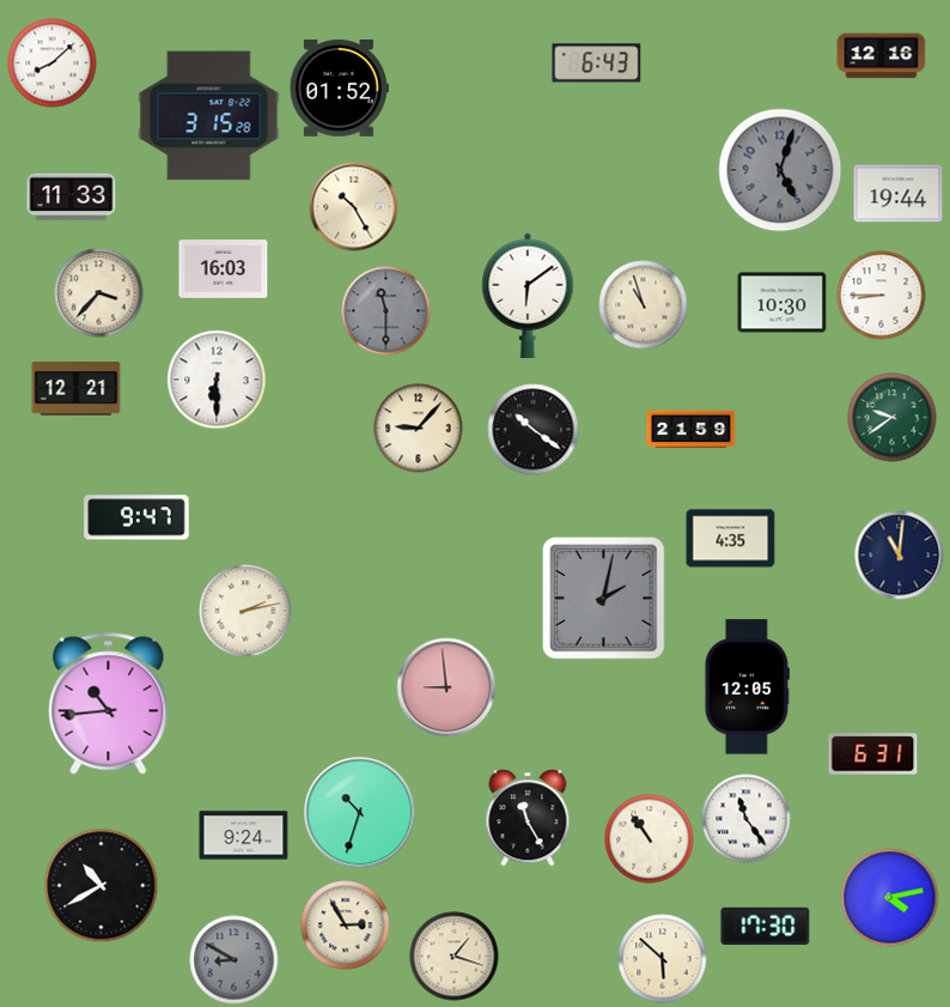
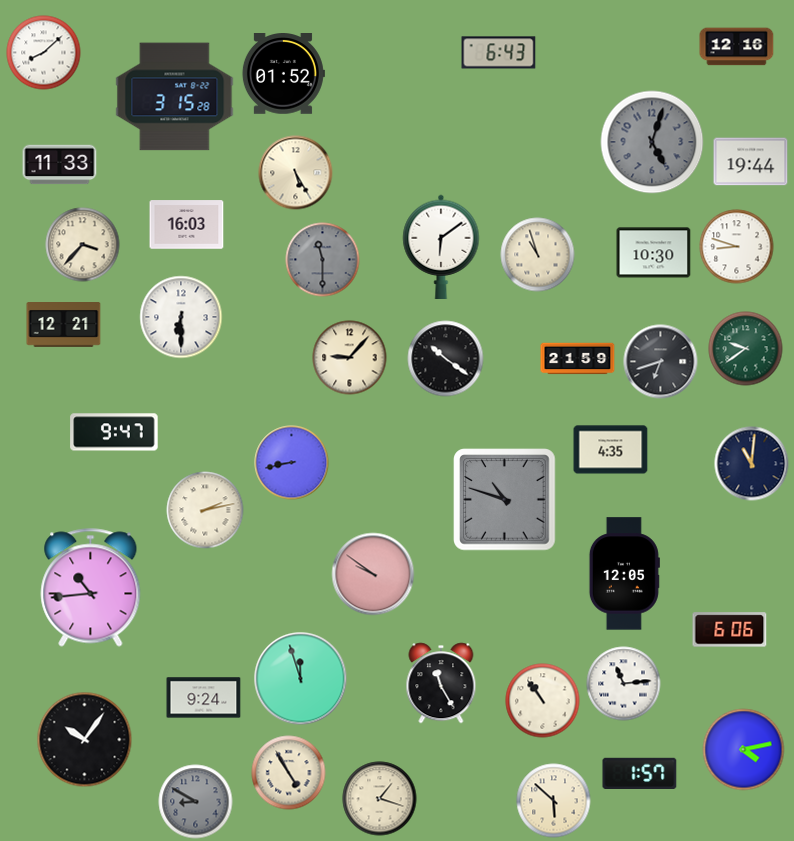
clock at (354, 207): 10:25 -> 5:25
clock at (882, 296): 8:45 -> 8:48
clock at (661, 362): none -> 6:42
clock at (292, 463): none -> 8:43
clock at (604, 599): 2:02 -> 10:48
clock at (446, 687): 8:59 -> 9:51
clock at (873, 754): 6:31 -> 6:06
clock at (360, 813): 10:33 -> 11:57
clock at (747, 819): 11:24 -> 11:14
clock at (102, 886): 10:40 -> 10:06
clock at (346, 926): 2:55 -> 4:55
clock at (766, 926): 17:30 -> 1:57
